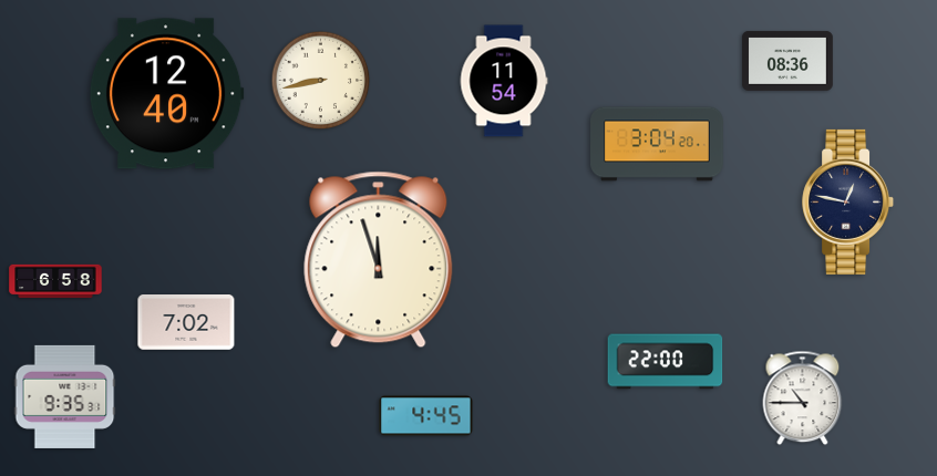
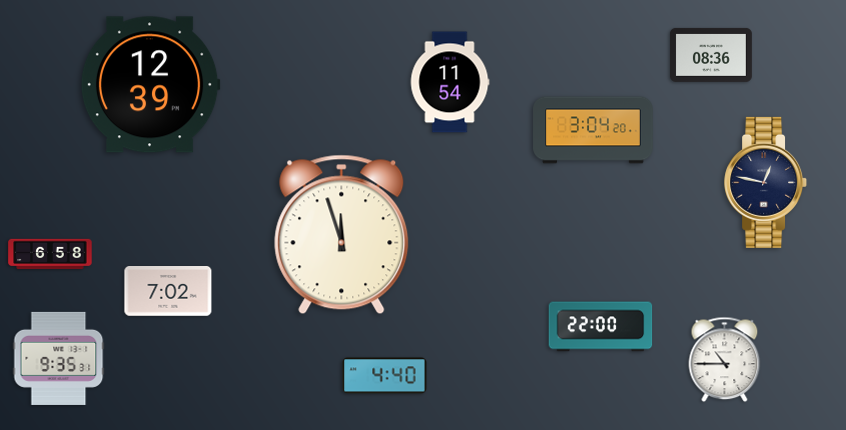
clock at (321, 81): 8:43 -> none
clock at (504, 81) position: (504, 81) -> (450, 82)
clock at (166, 94): 12:40 -> 12:39
clock at (426, 416): 4:45 -> 4:40
